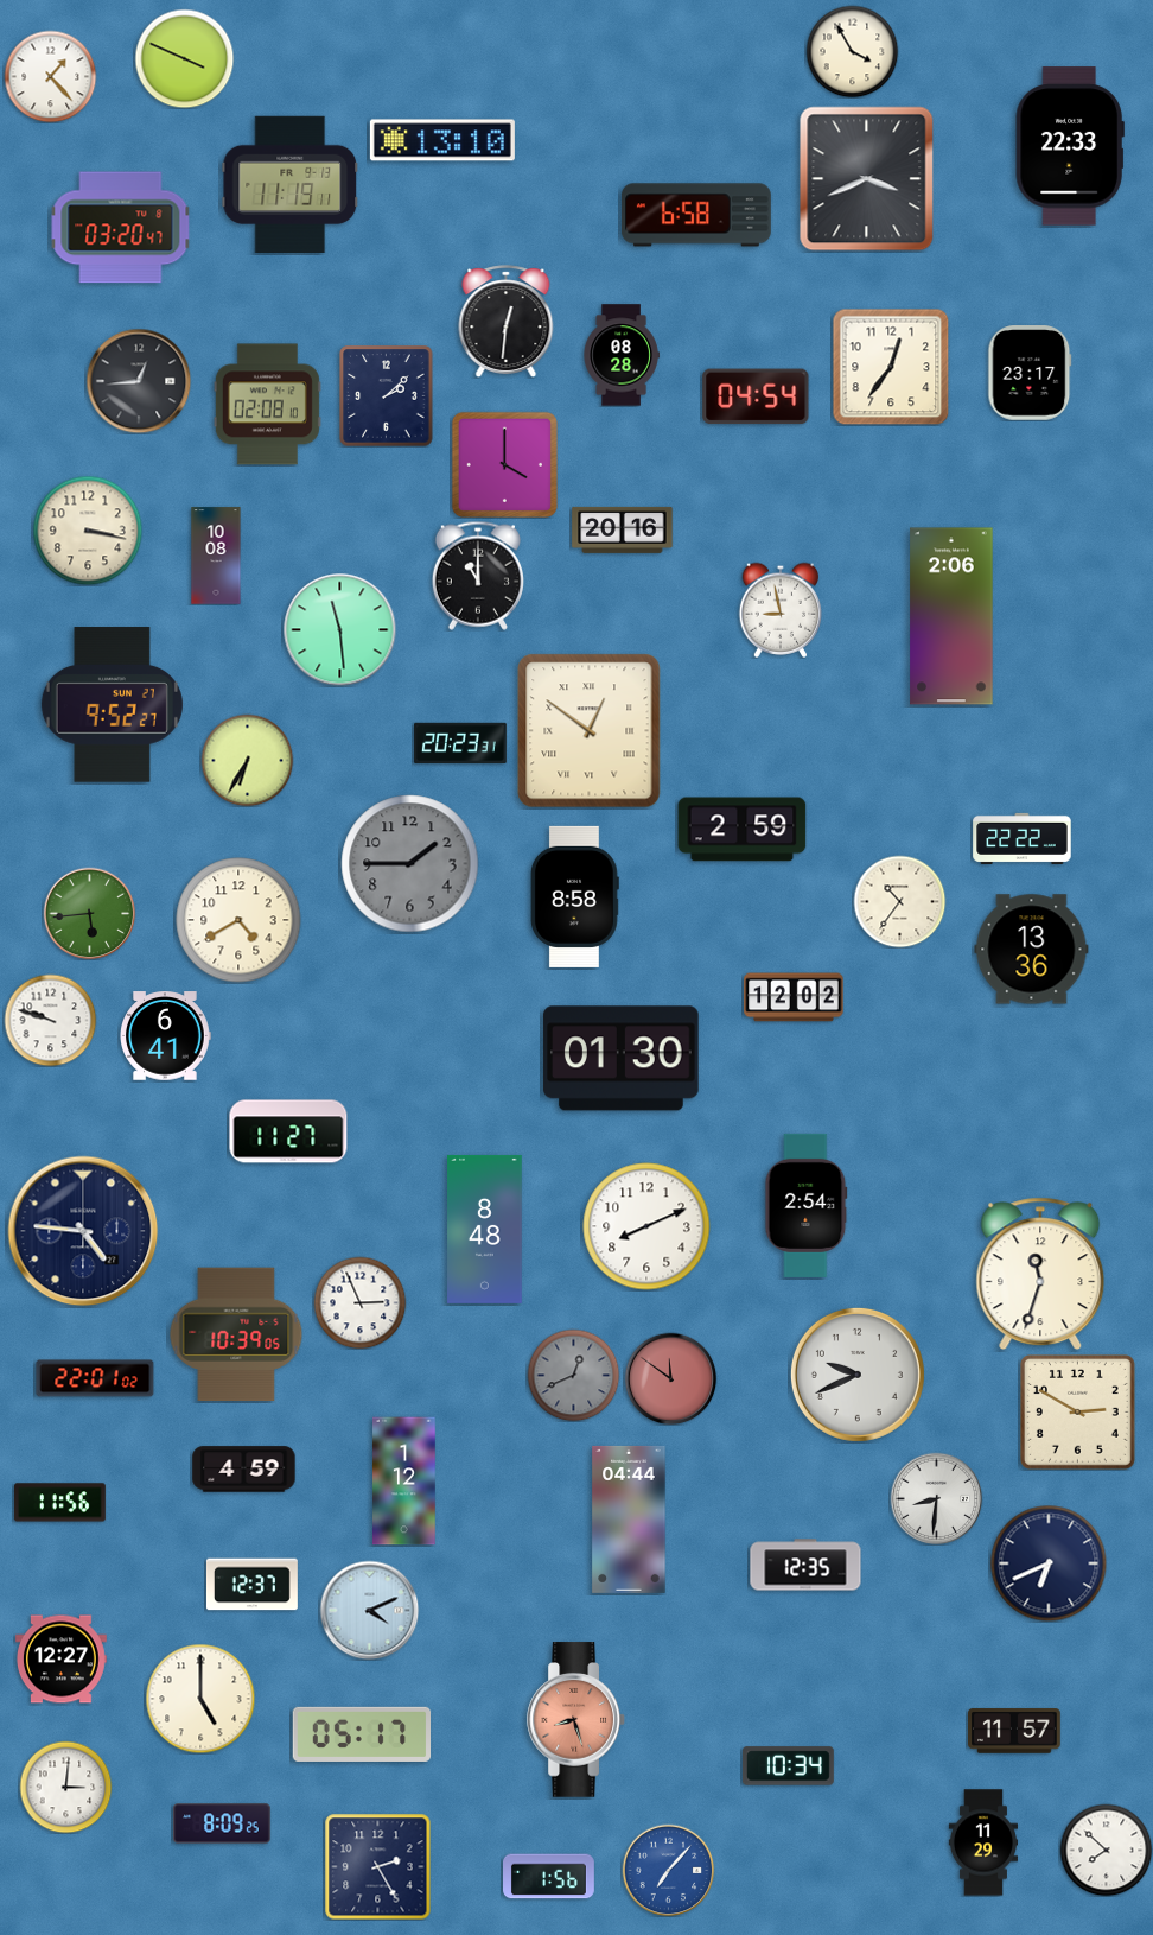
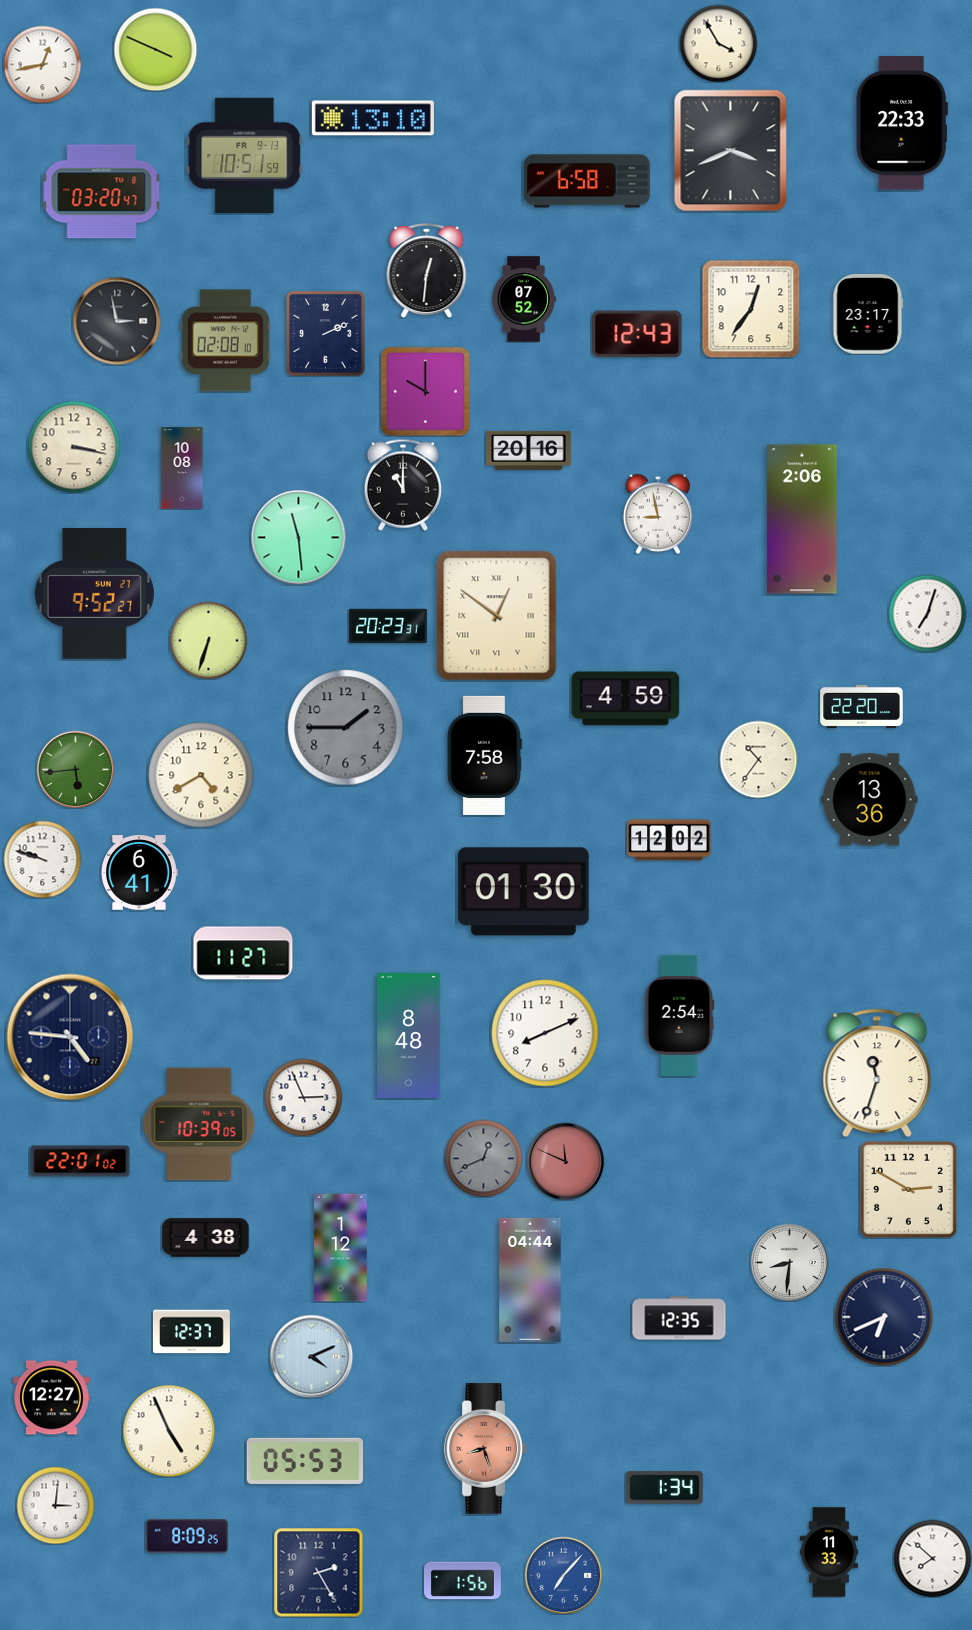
clock at (50, 76): 1:23 -> 12:43
clock at (289, 185): 11:19 -> 10:51
clock at (622, 355): 08:28 -> 07:52
clock at (139, 381): 12:44 -> 2:58
clock at (387, 396): 2:08 -> 2:11
clock at (756, 396): 04:54 -> 12:43
clock at (504, 464): 4:00 -> 10:00
clock at (623, 529) position: (623, 529) -> (529, 450)
clock at (339, 629) position: (339, 629) -> (298, 537)
clock at (927, 613): none -> 7:03
clock at (247, 760): 6:35 -> 6:33
clock at (743, 830): 2:59 -> 4:59
clock at (1023, 838): 22:22 -> 22:20
clock at (574, 896): 8:58 -> 7:58
clock at (858, 1375): 9:41 -> none
clock at (670, 1378): 11:51 -> 11:49
clock at (244, 1470): 4:59 -> 4:38
clock at (59, 1503): 11:56 -> none
clock at (253, 1585) position: (253, 1585) -> (192, 1332)
clock at (200, 1699): 5:00 -> 4:56
clock at (1015, 1731): 11:57 -> none
clock at (361, 1734): 05:17 -> 05:53
clock at (788, 1766): 10:34 -> 1:34
clock at (982, 1842): 11:29 -> 11:33
